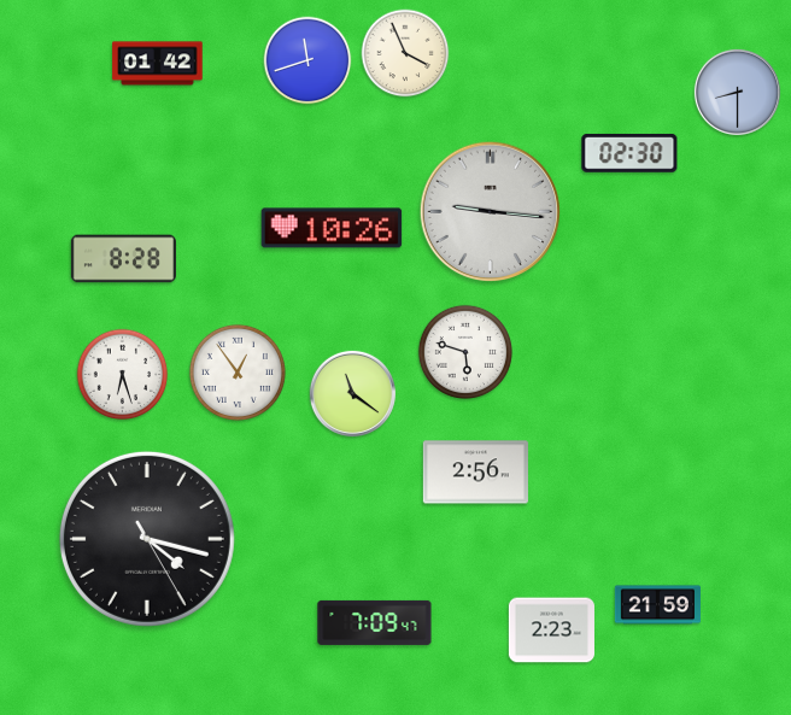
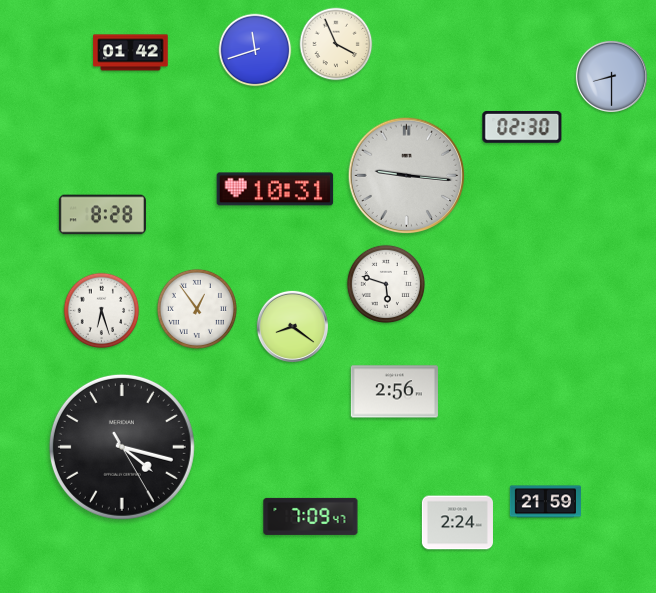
clock at (332, 228): 10:26 -> 10:31
clock at (465, 352) position: (465, 352) -> (386, 284)
clock at (352, 393): 11:21 -> 8:21
clock at (551, 631): 2:23 -> 2:24
